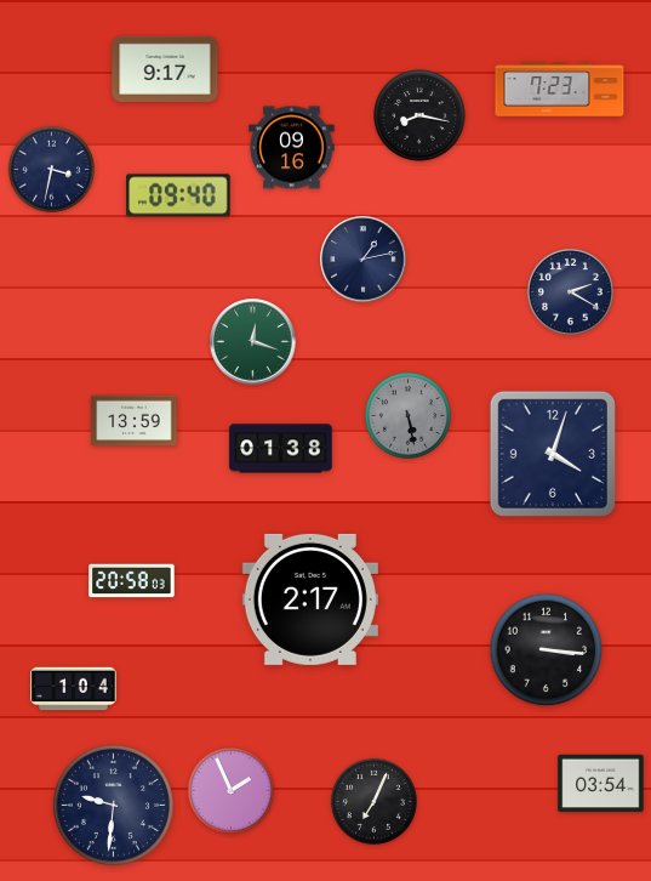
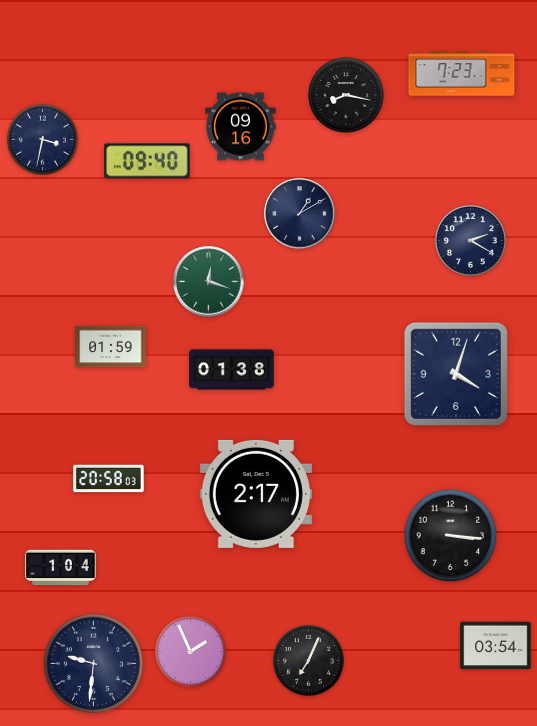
clock at (165, 69): 9:17 -> none
clock at (292, 148) position: (292, 148) -> (241, 127)
clock at (364, 260): 1:13 -> 1:10
clock at (407, 415): 5:28 -> none
clock at (135, 421): 13:59 -> 01:59
